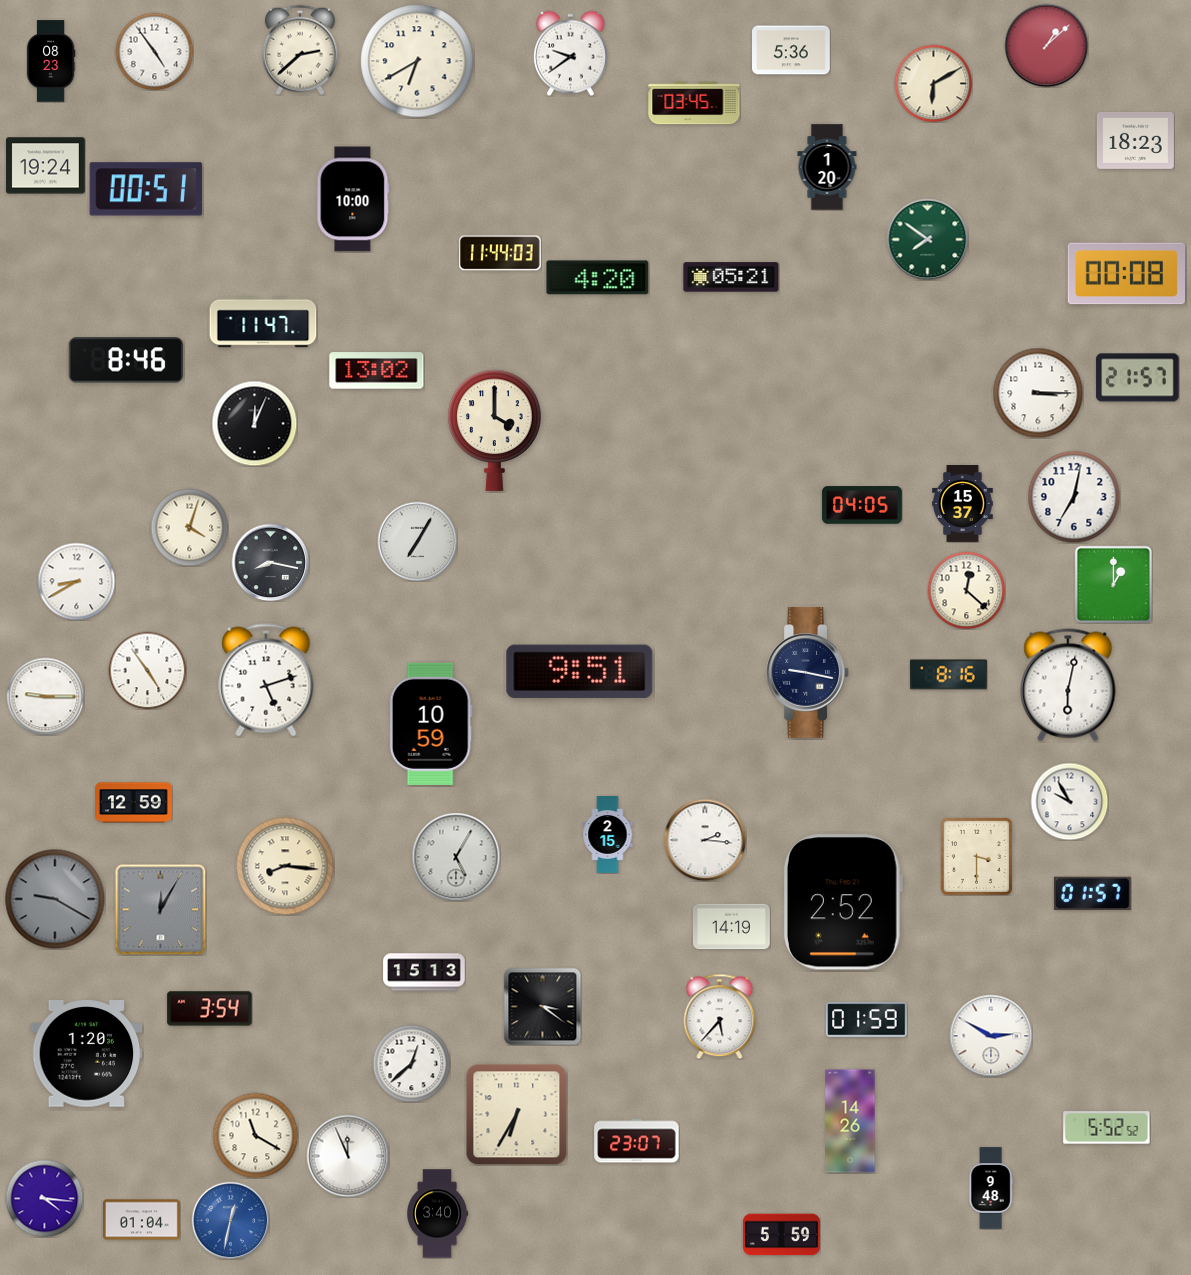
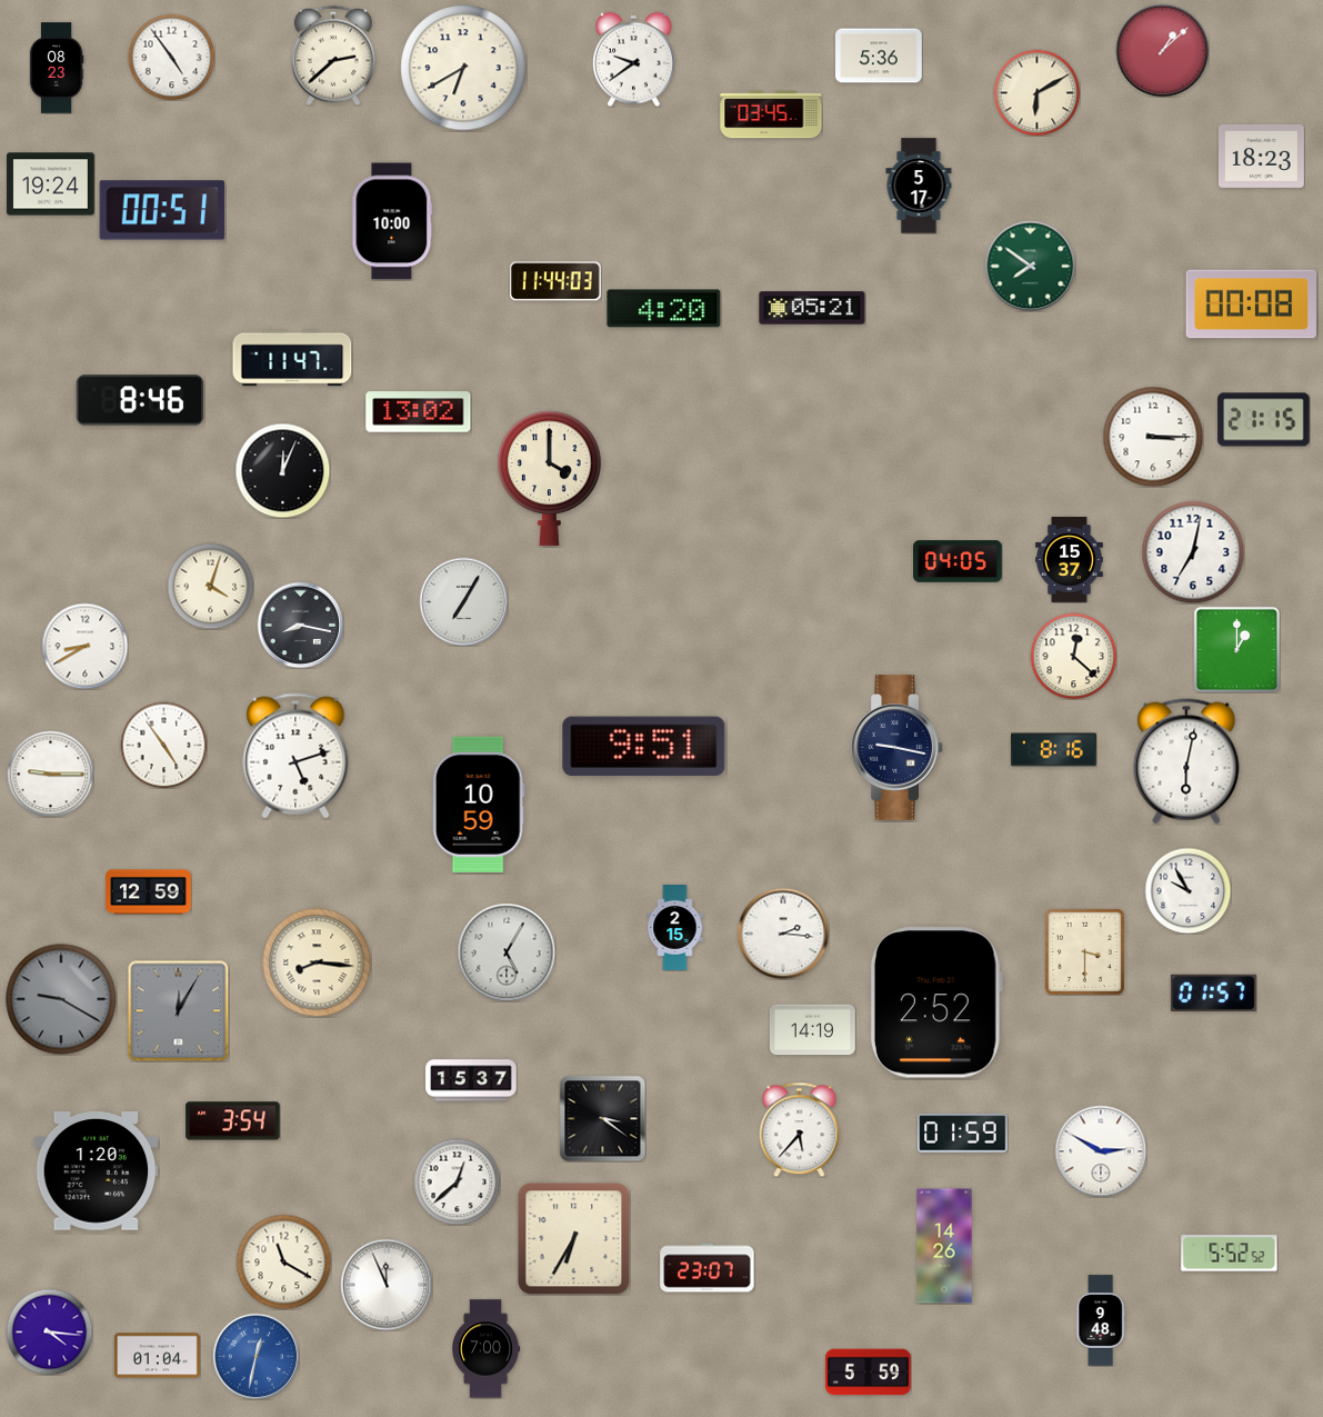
clock at (827, 167): 1:20 -> 5:17
clock at (1138, 378): 21:57 -> 21:15
clock at (424, 972): 15:13 -> 15:37
clock at (438, 1214): 3:40 -> 7:00
